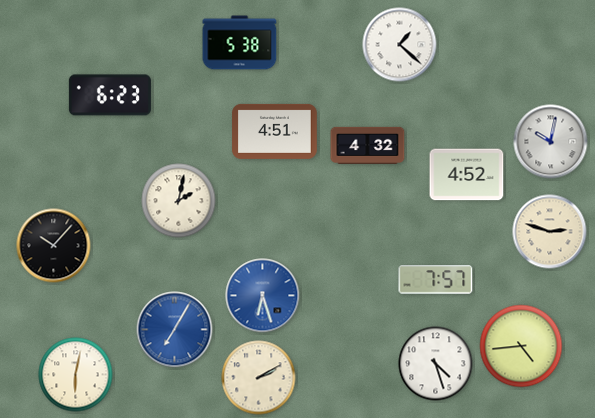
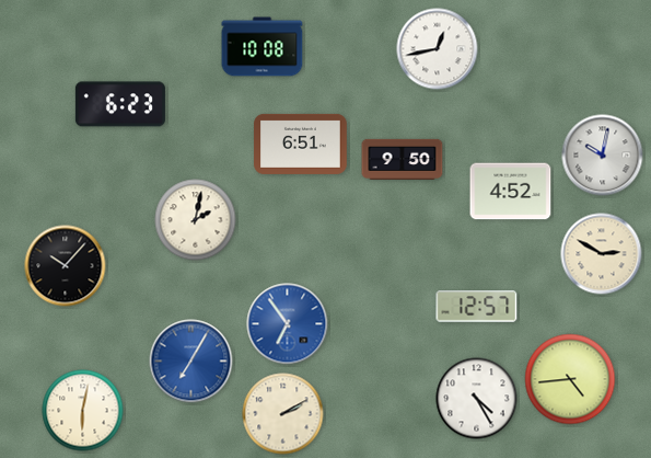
clock at (240, 43): 5:38 -> 10:08
clock at (400, 45): 1:22 -> 12:43
clock at (275, 131): 4:51 -> 6:51
clock at (368, 145): 4:32 -> 9:50
clock at (550, 232): 2:48 -> 2:50
clock at (54, 246) position: (54, 246) -> (66, 266)
clock at (436, 280): 7:57 -> 12:57
clock at (263, 296): 6:27 -> 6:54
clock at (436, 364): 4:27 -> 4:25
